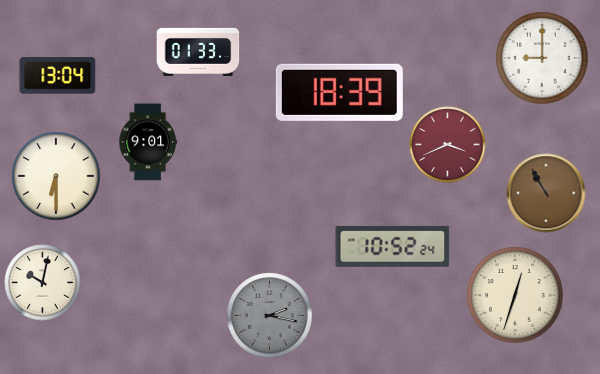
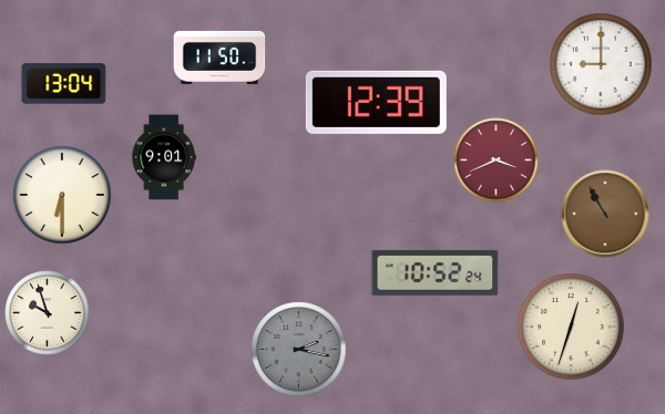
clock at (198, 52): 01:33 -> 11:50
clock at (339, 92): 18:39 -> 12:39
clock at (43, 283): 10:02 -> 9:57
